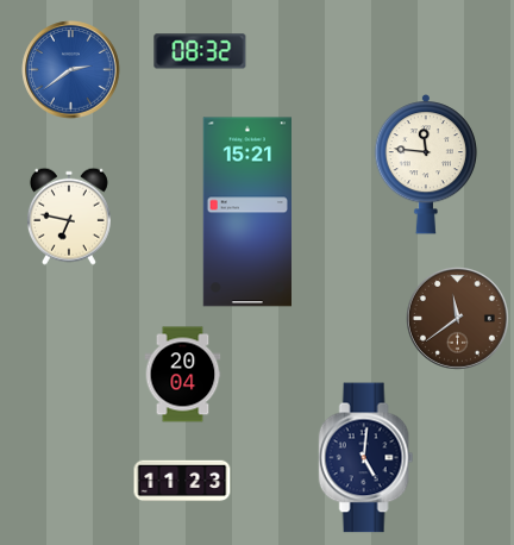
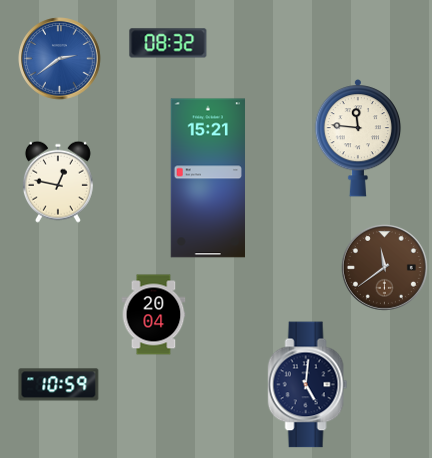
clock at (69, 217): 6:47 -> 12:47
clock at (59, 385): none -> 10:59
clock at (182, 481): 11:23 -> none
